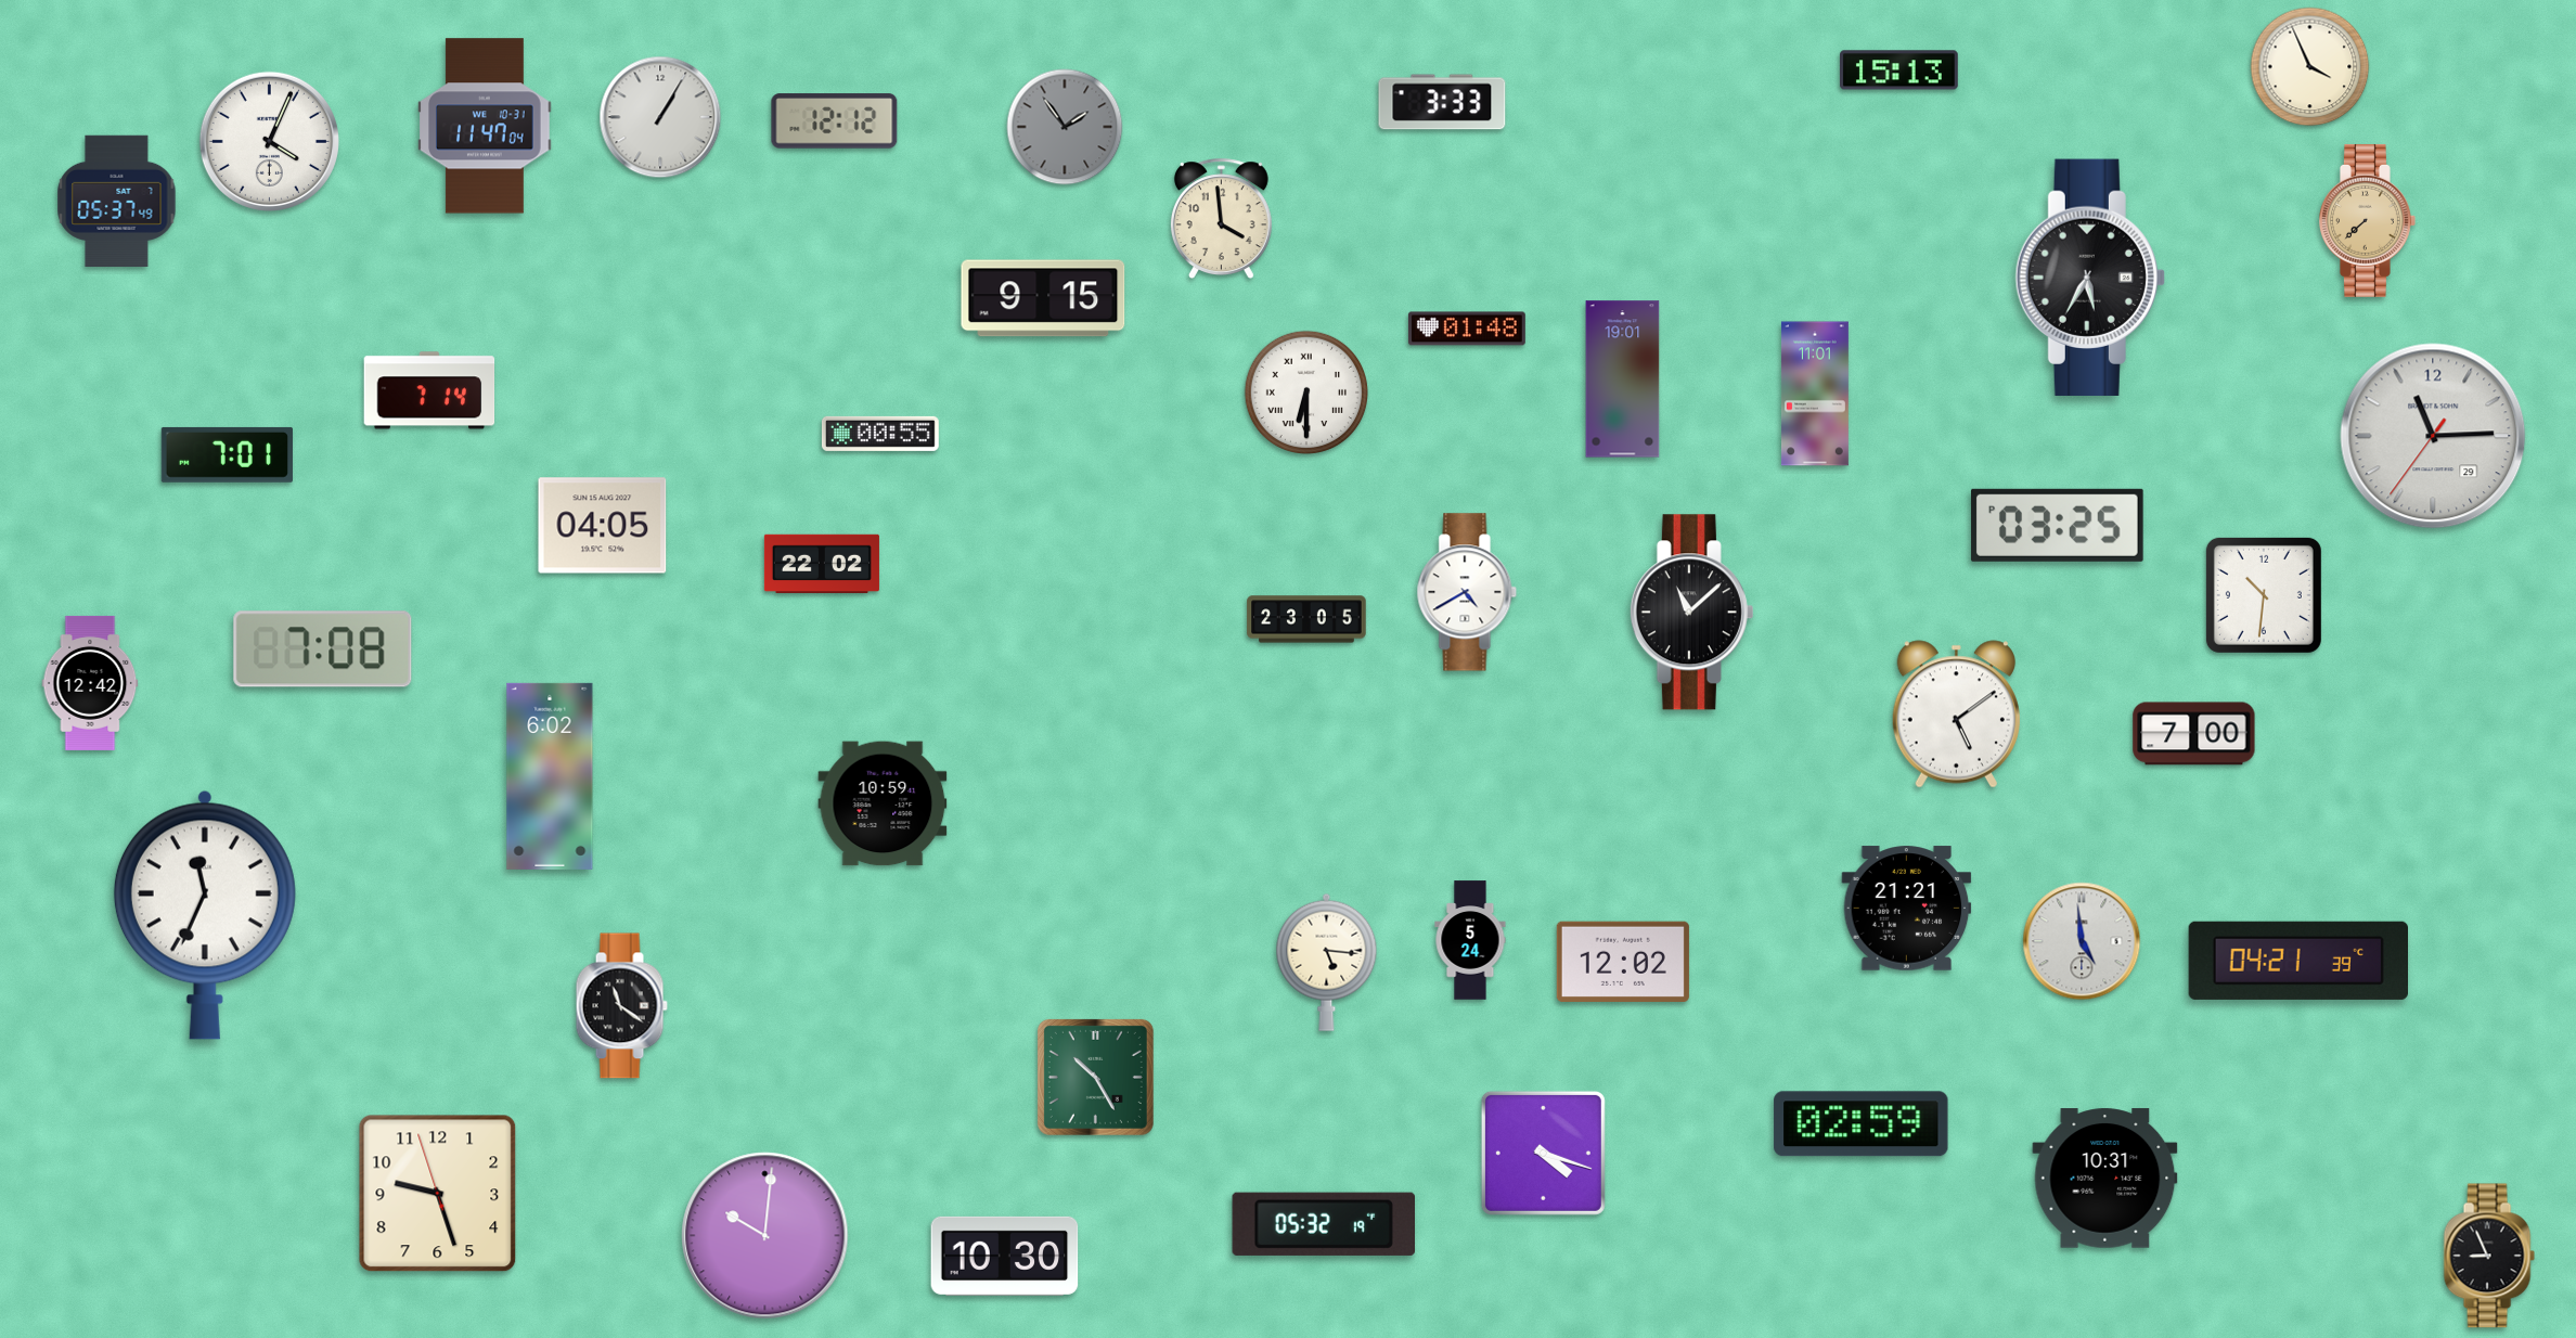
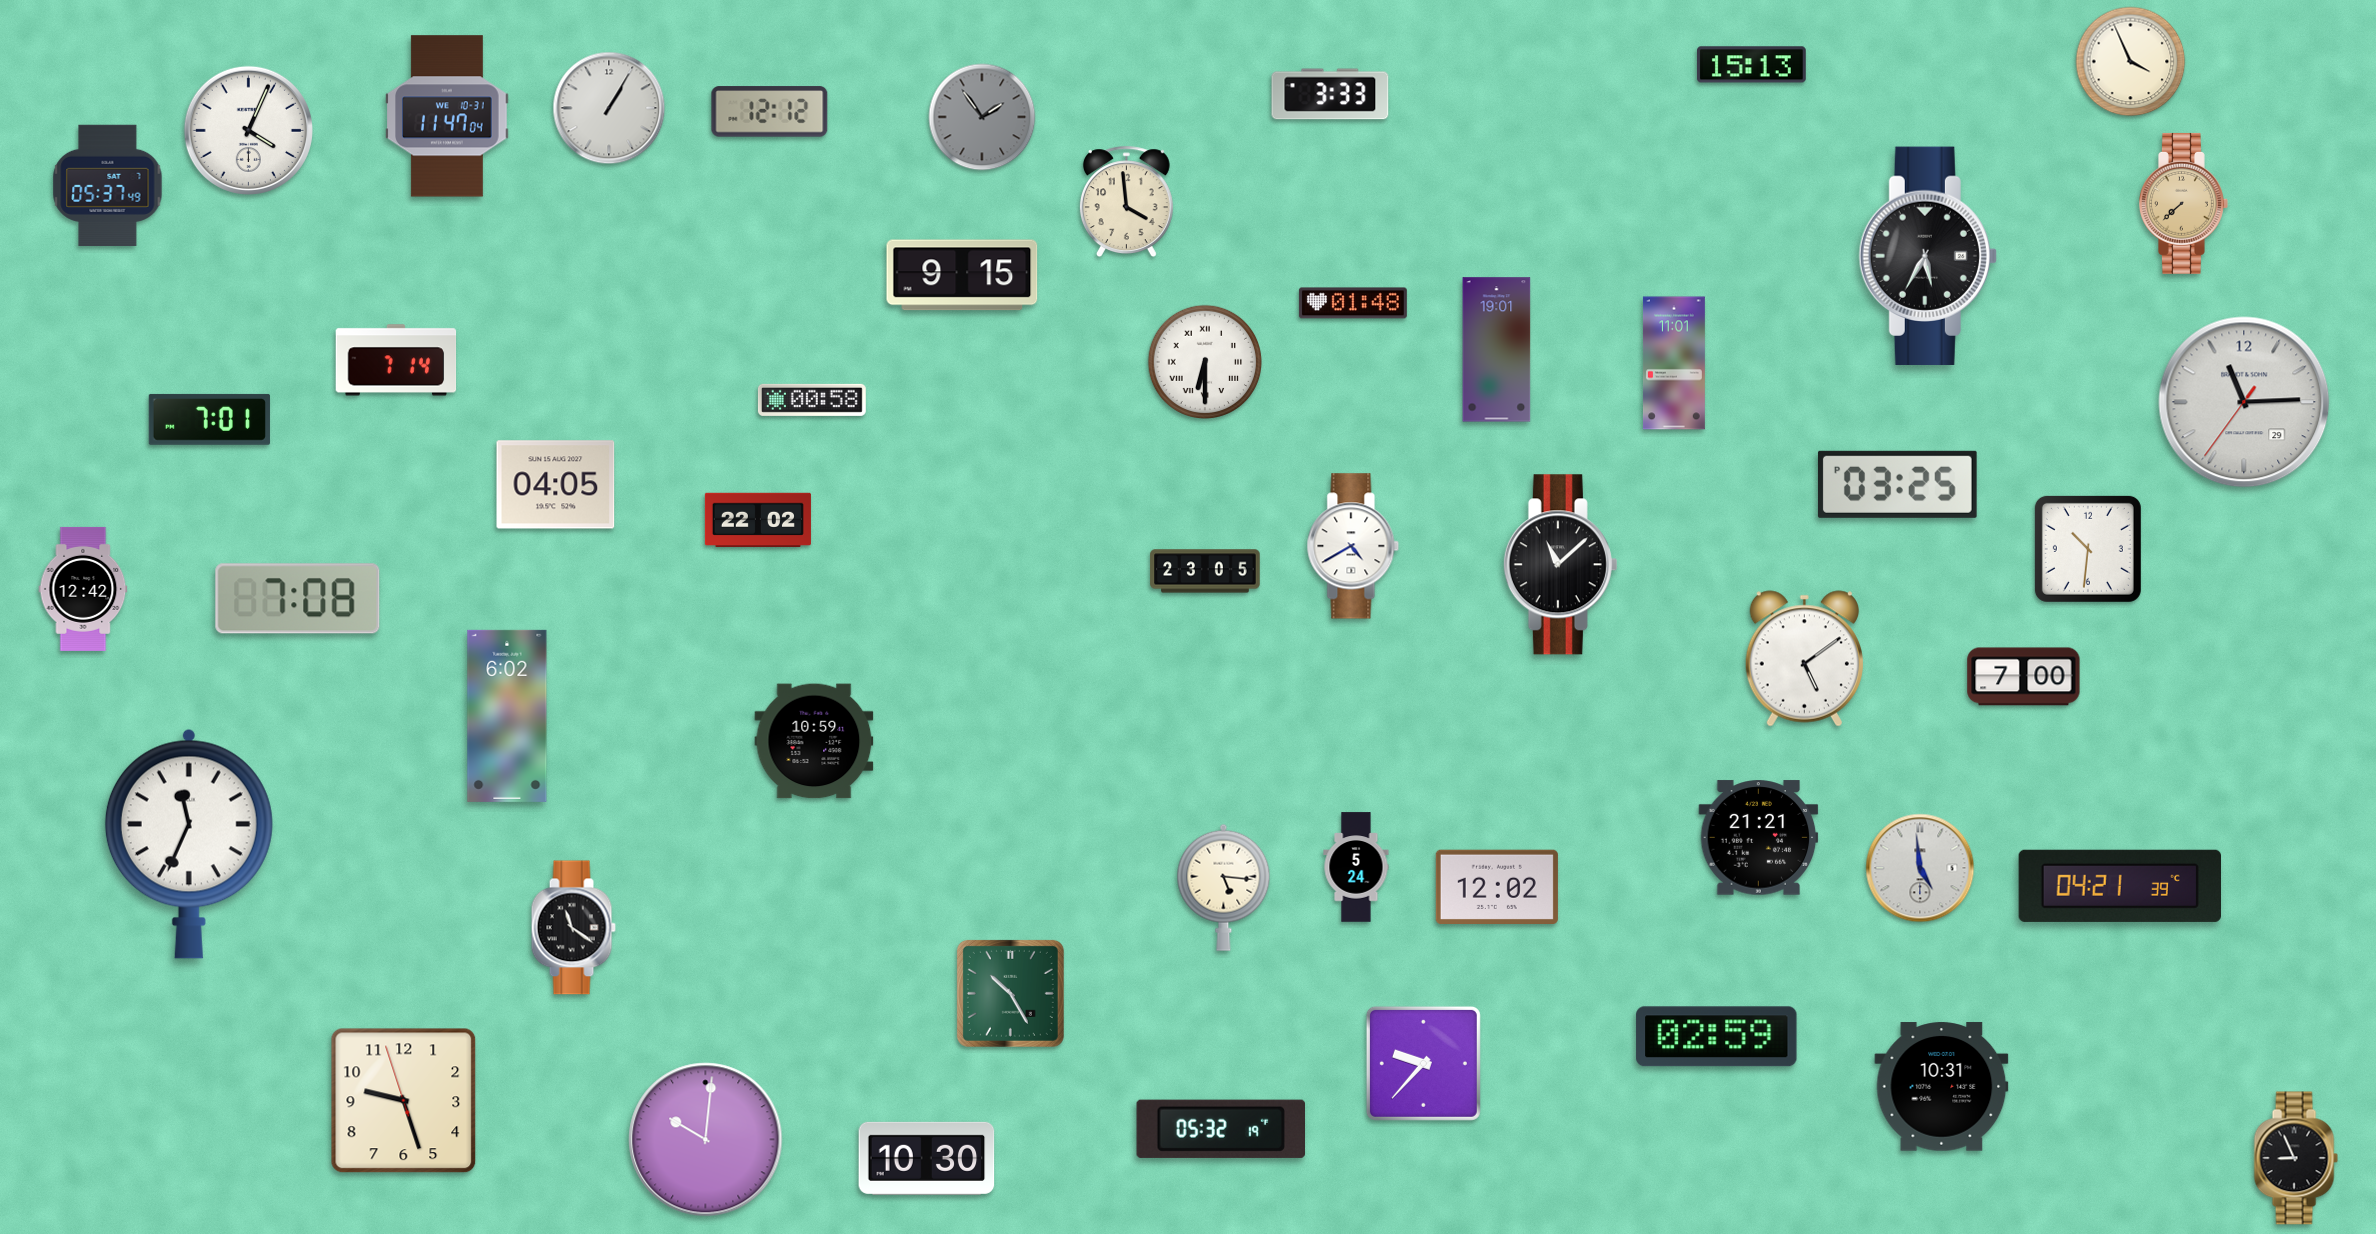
clock at (880, 434): 00:55 -> 00:58
clock at (90, 683) position: (90, 683) -> (83, 589)
clock at (1543, 1153): 4:18 -> 9:37
